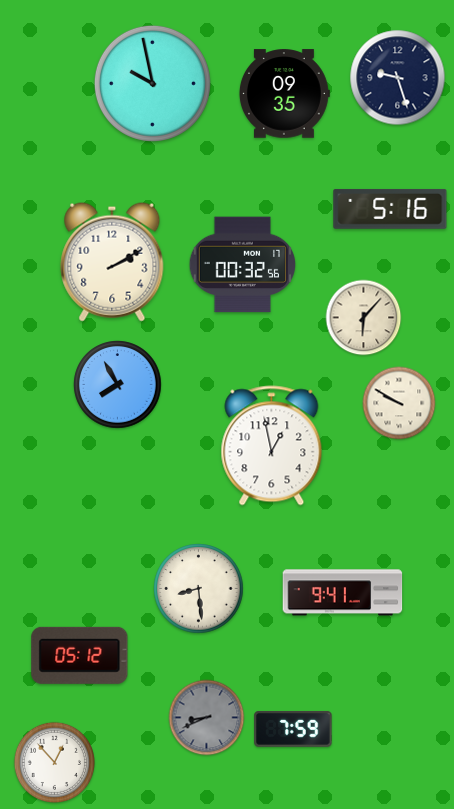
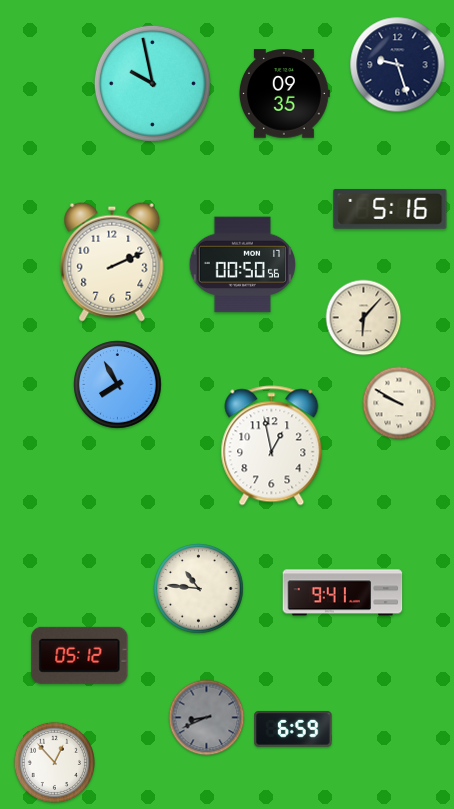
clock at (398, 78) position: (398, 78) -> (398, 65)
clock at (112, 262): 2:10 -> 2:11
clock at (242, 265): 00:32 -> 00:50
clock at (199, 589): 8:29 -> 10:46
clock at (293, 729): 7:59 -> 6:59
